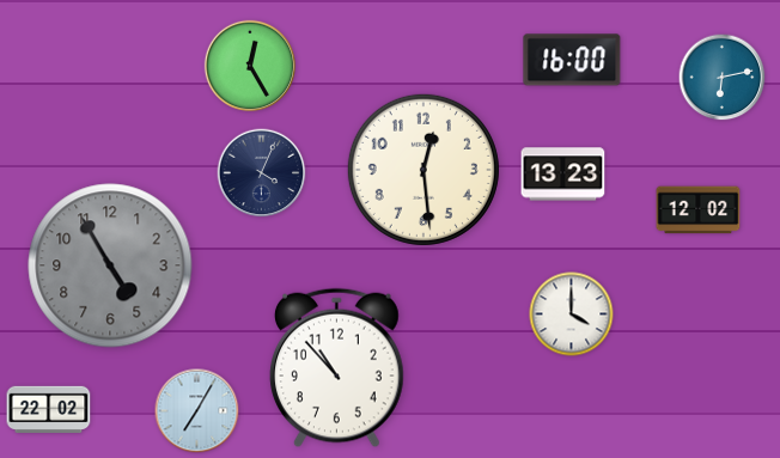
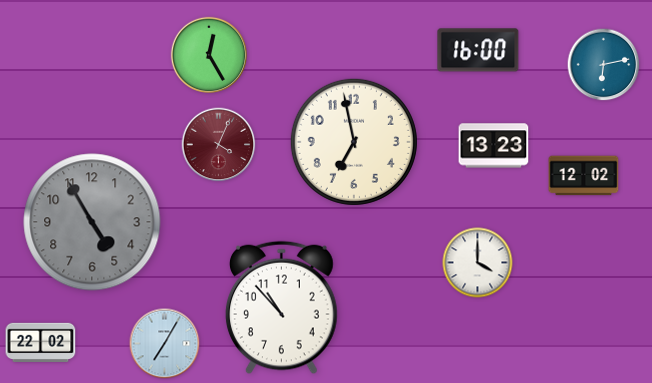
clock at (423, 170): 12:29 -> 6:58
clock at (262, 173) dial: navy -> burgundy
clock at (563, 175) position: (563, 175) -> (494, 146)
